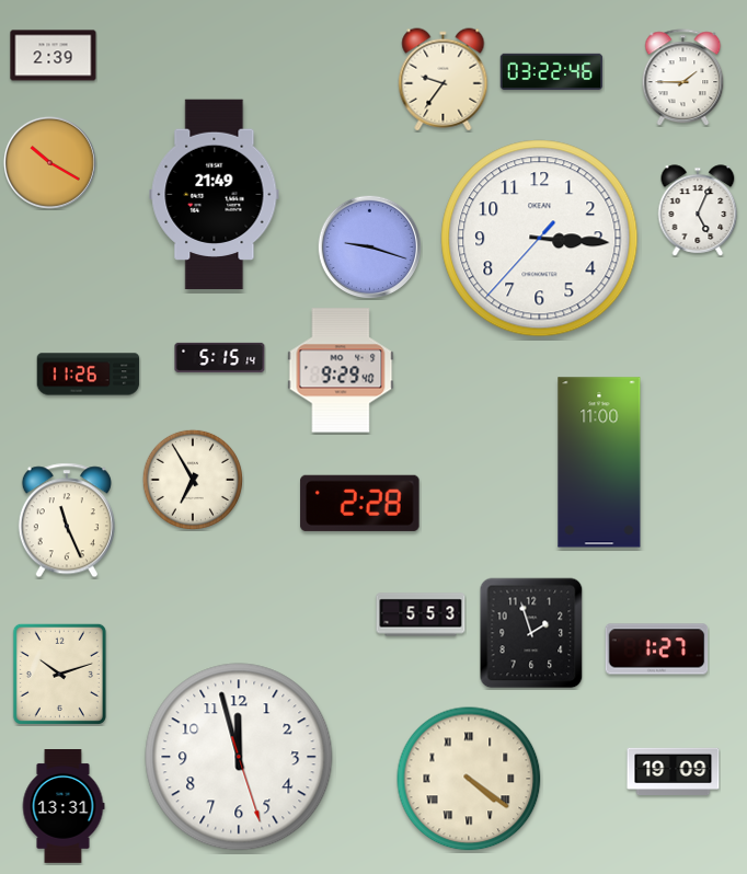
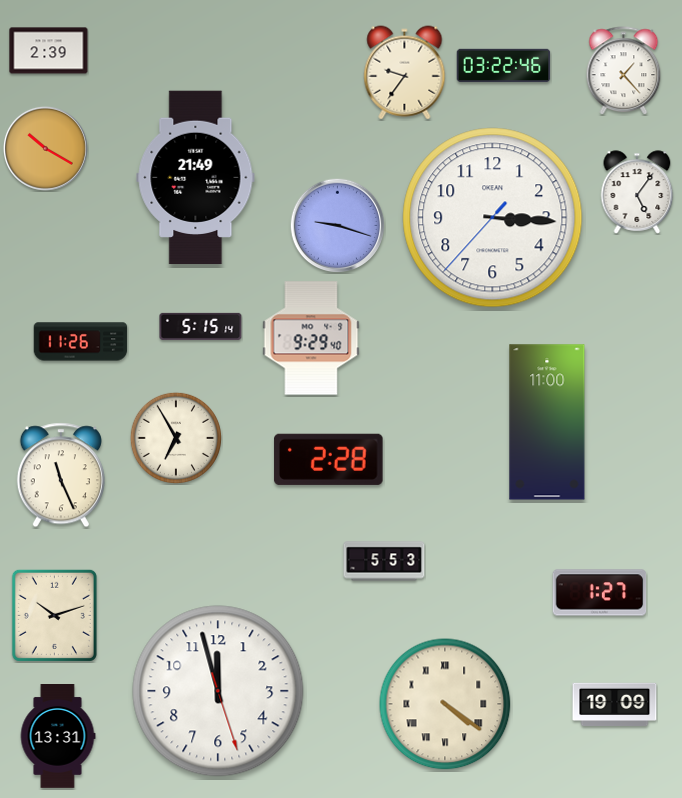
clock at (683, 78): 1:45 -> 1:23
clock at (698, 210): 5:04 -> 5:06
clock at (531, 633): 1:57 -> none
clock at (469, 779) position: (469, 779) -> (445, 704)
